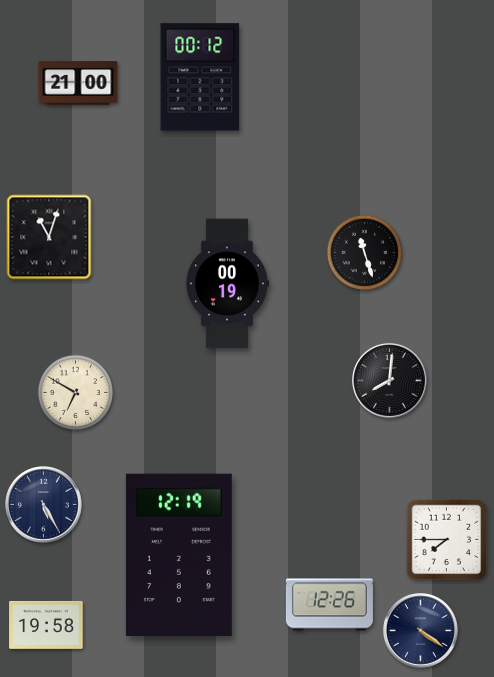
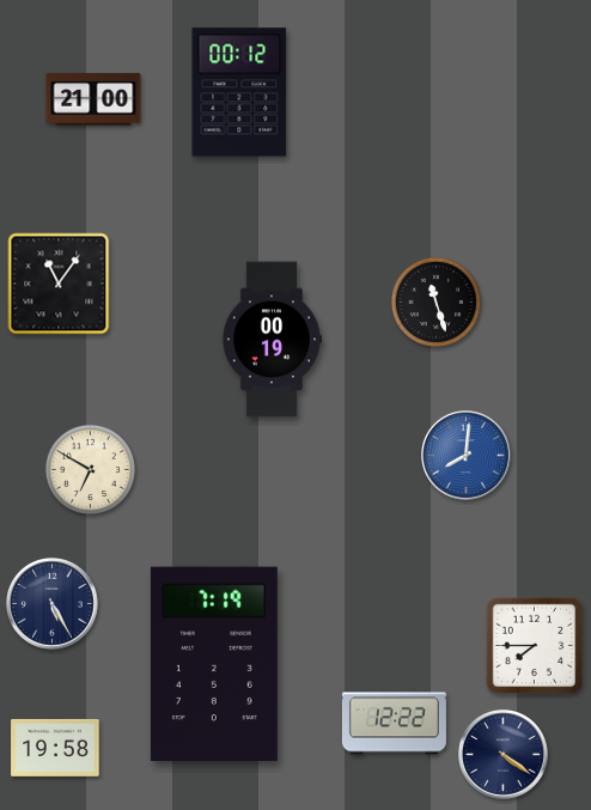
clock at (49, 237): 11:03 -> 11:06
clock at (390, 381) dial: black -> blue
clock at (179, 555): 12:19 -> 7:19
clock at (329, 605): 12:26 -> 12:22
